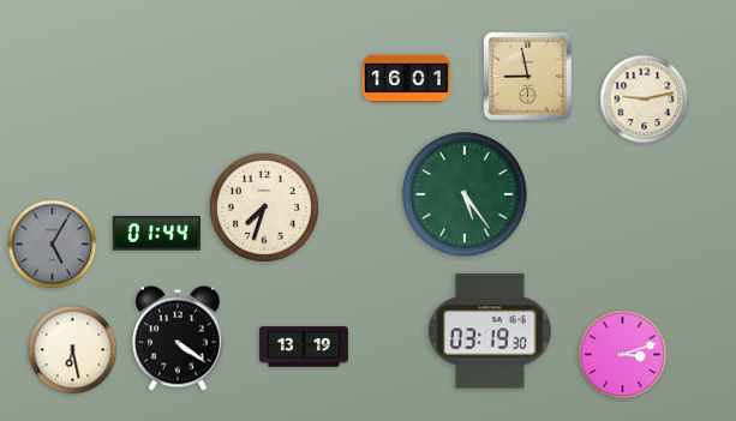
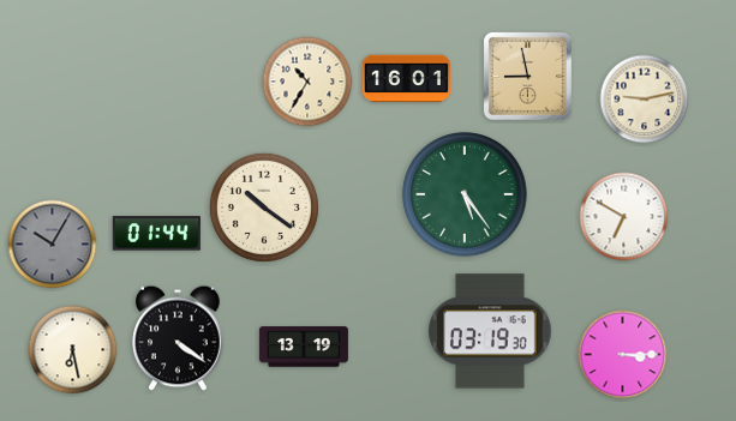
clock at (307, 82): none -> 10:35
clock at (264, 208): 7:33 -> 10:21
clock at (624, 217): none -> 6:50
clock at (53, 245): 5:05 -> 10:05
clock at (623, 355): 3:12 -> 3:15
